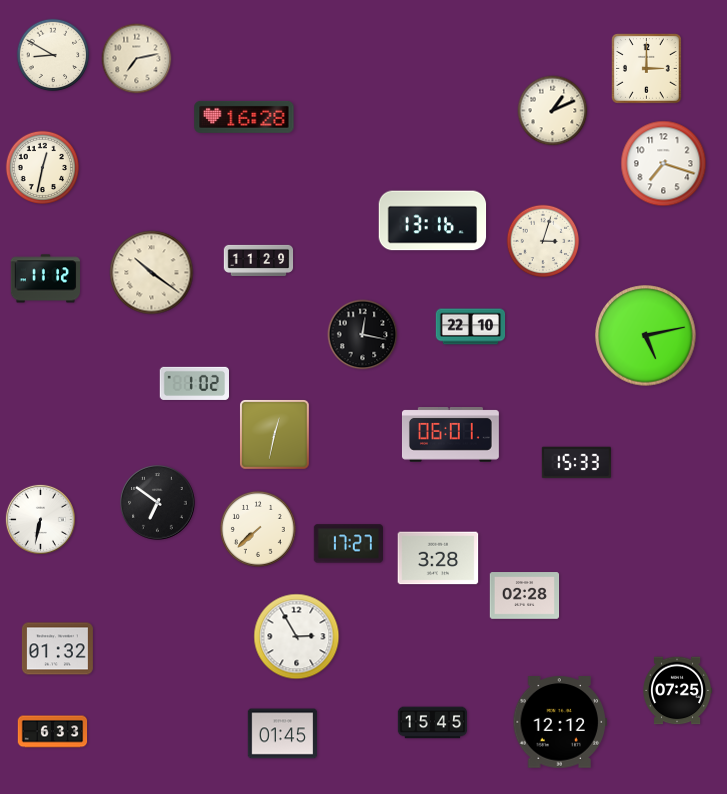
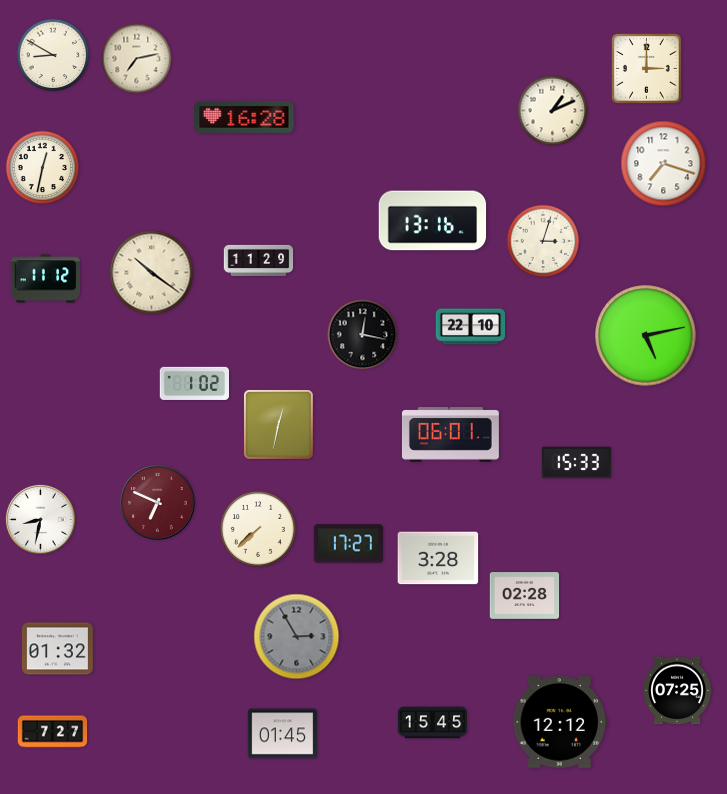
clock at (275, 435) position: (275, 435) -> (279, 425)
clock at (158, 503): 6:51 -> 6:49
clock at (158, 503) dial: black -> burgundy
clock at (40, 519): 6:32 -> 8:32
clock at (297, 637) dial: white -> grey
clock at (53, 732): 6:33 -> 7:27
